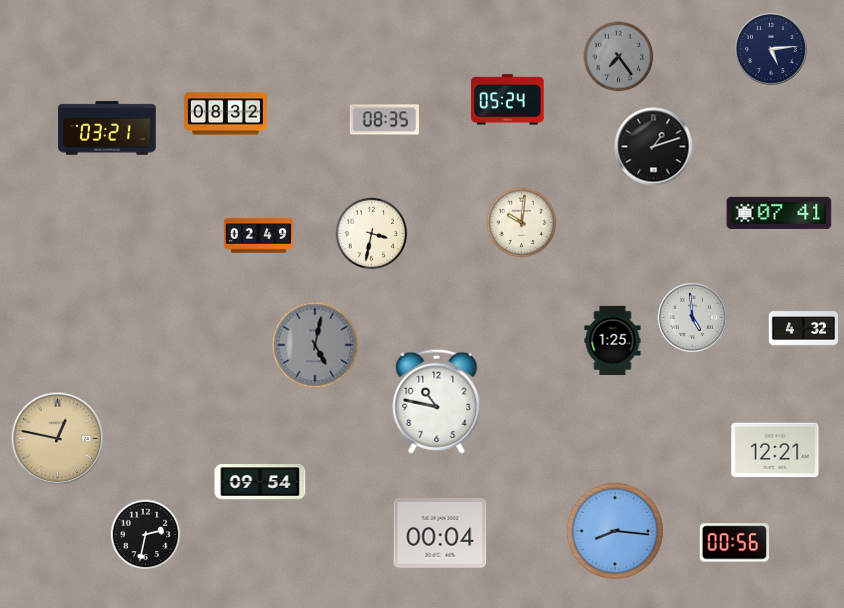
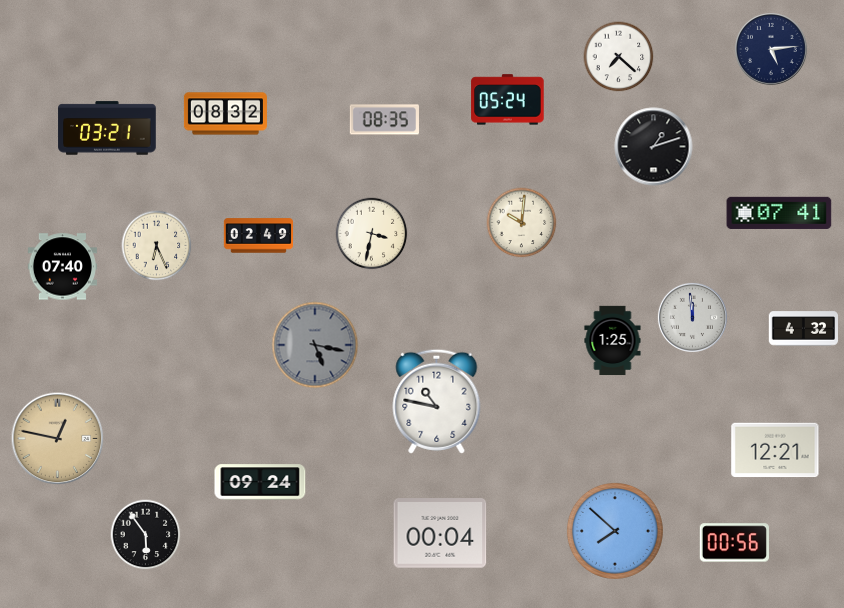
clock at (619, 57): 7:24 -> 7:22
clock at (619, 57) dial: grey -> white
clock at (157, 246): none -> 6:26
clock at (62, 267): none -> 07:40
clock at (692, 317): 4:59 -> 11:59
clock at (315, 345): 5:02 -> 5:17
clock at (260, 482): 09:54 -> 09:24
clock at (615, 531): 8:16 -> 7:52
clock at (146, 535): 2:32 -> 5:54
